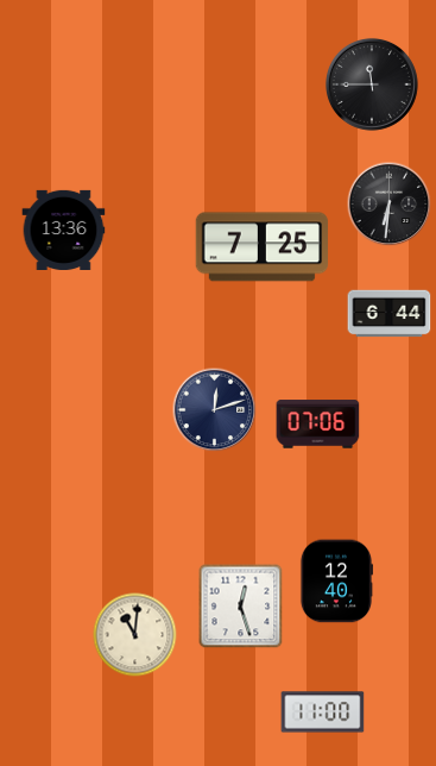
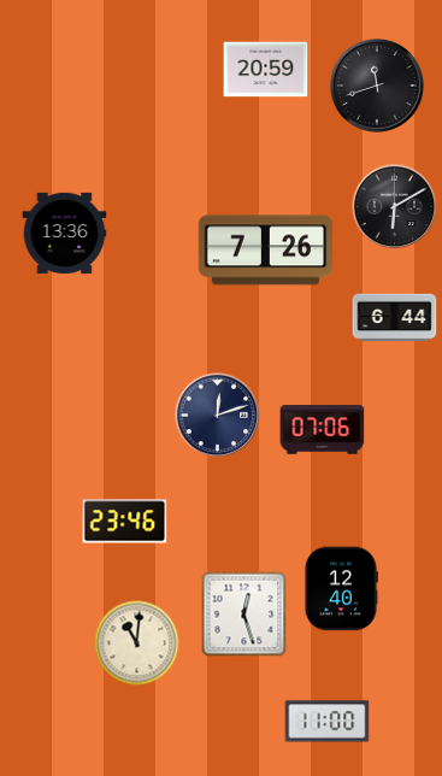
clock at (266, 70): none -> 20:59
clock at (372, 84): 11:45 -> 11:42
clock at (390, 205): 6:31 -> 6:10
clock at (261, 247): 7:25 -> 7:26
clock at (125, 522): none -> 23:46
